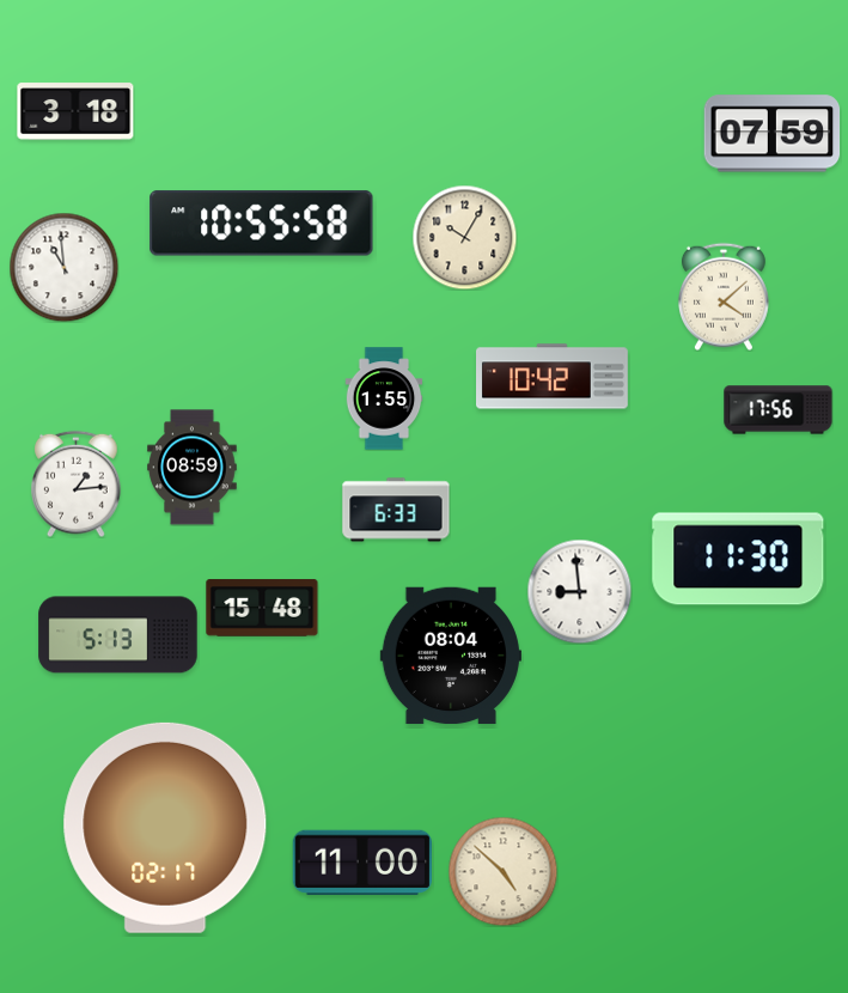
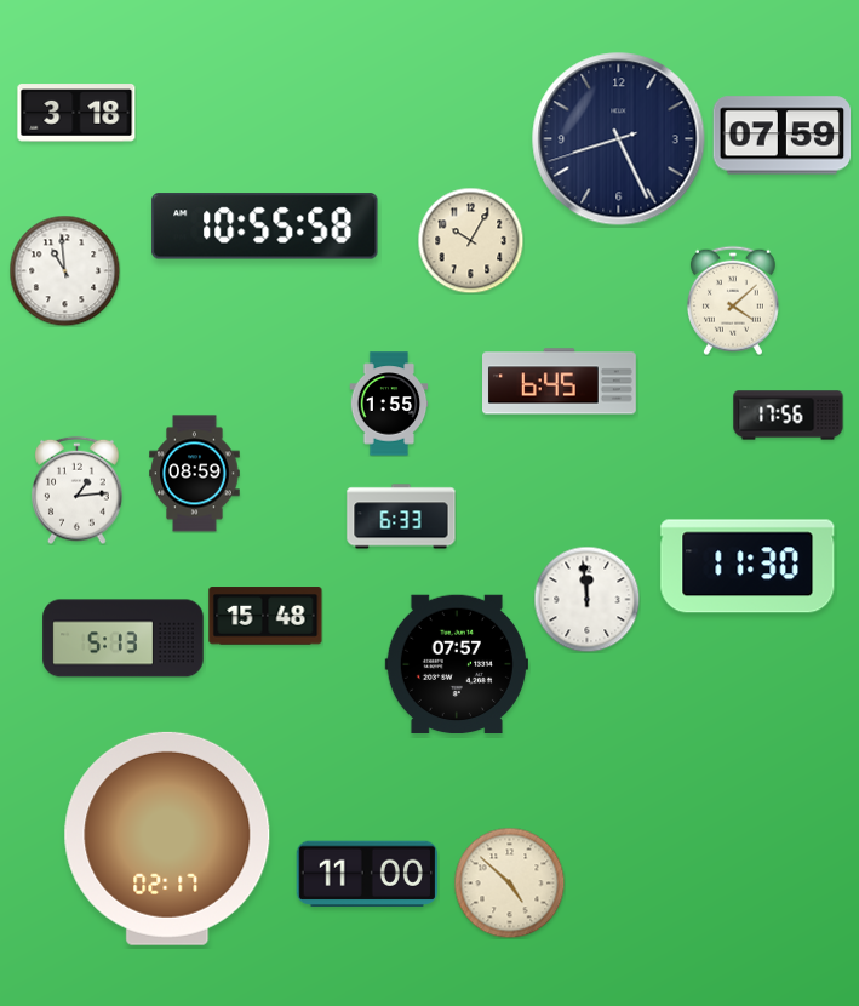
clock at (619, 139): none -> 8:25
clock at (553, 377): 10:42 -> 6:45
clock at (579, 591): 8:59 -> 11:59
clock at (118, 635) position: (118, 635) -> (124, 639)
clock at (451, 656): 08:04 -> 07:57
